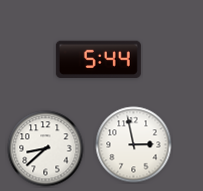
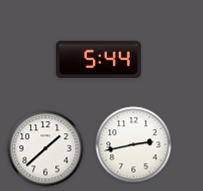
clock at (134, 145): 2:58 -> 2:43
clock at (46, 149): 8:38 -> 1:38
